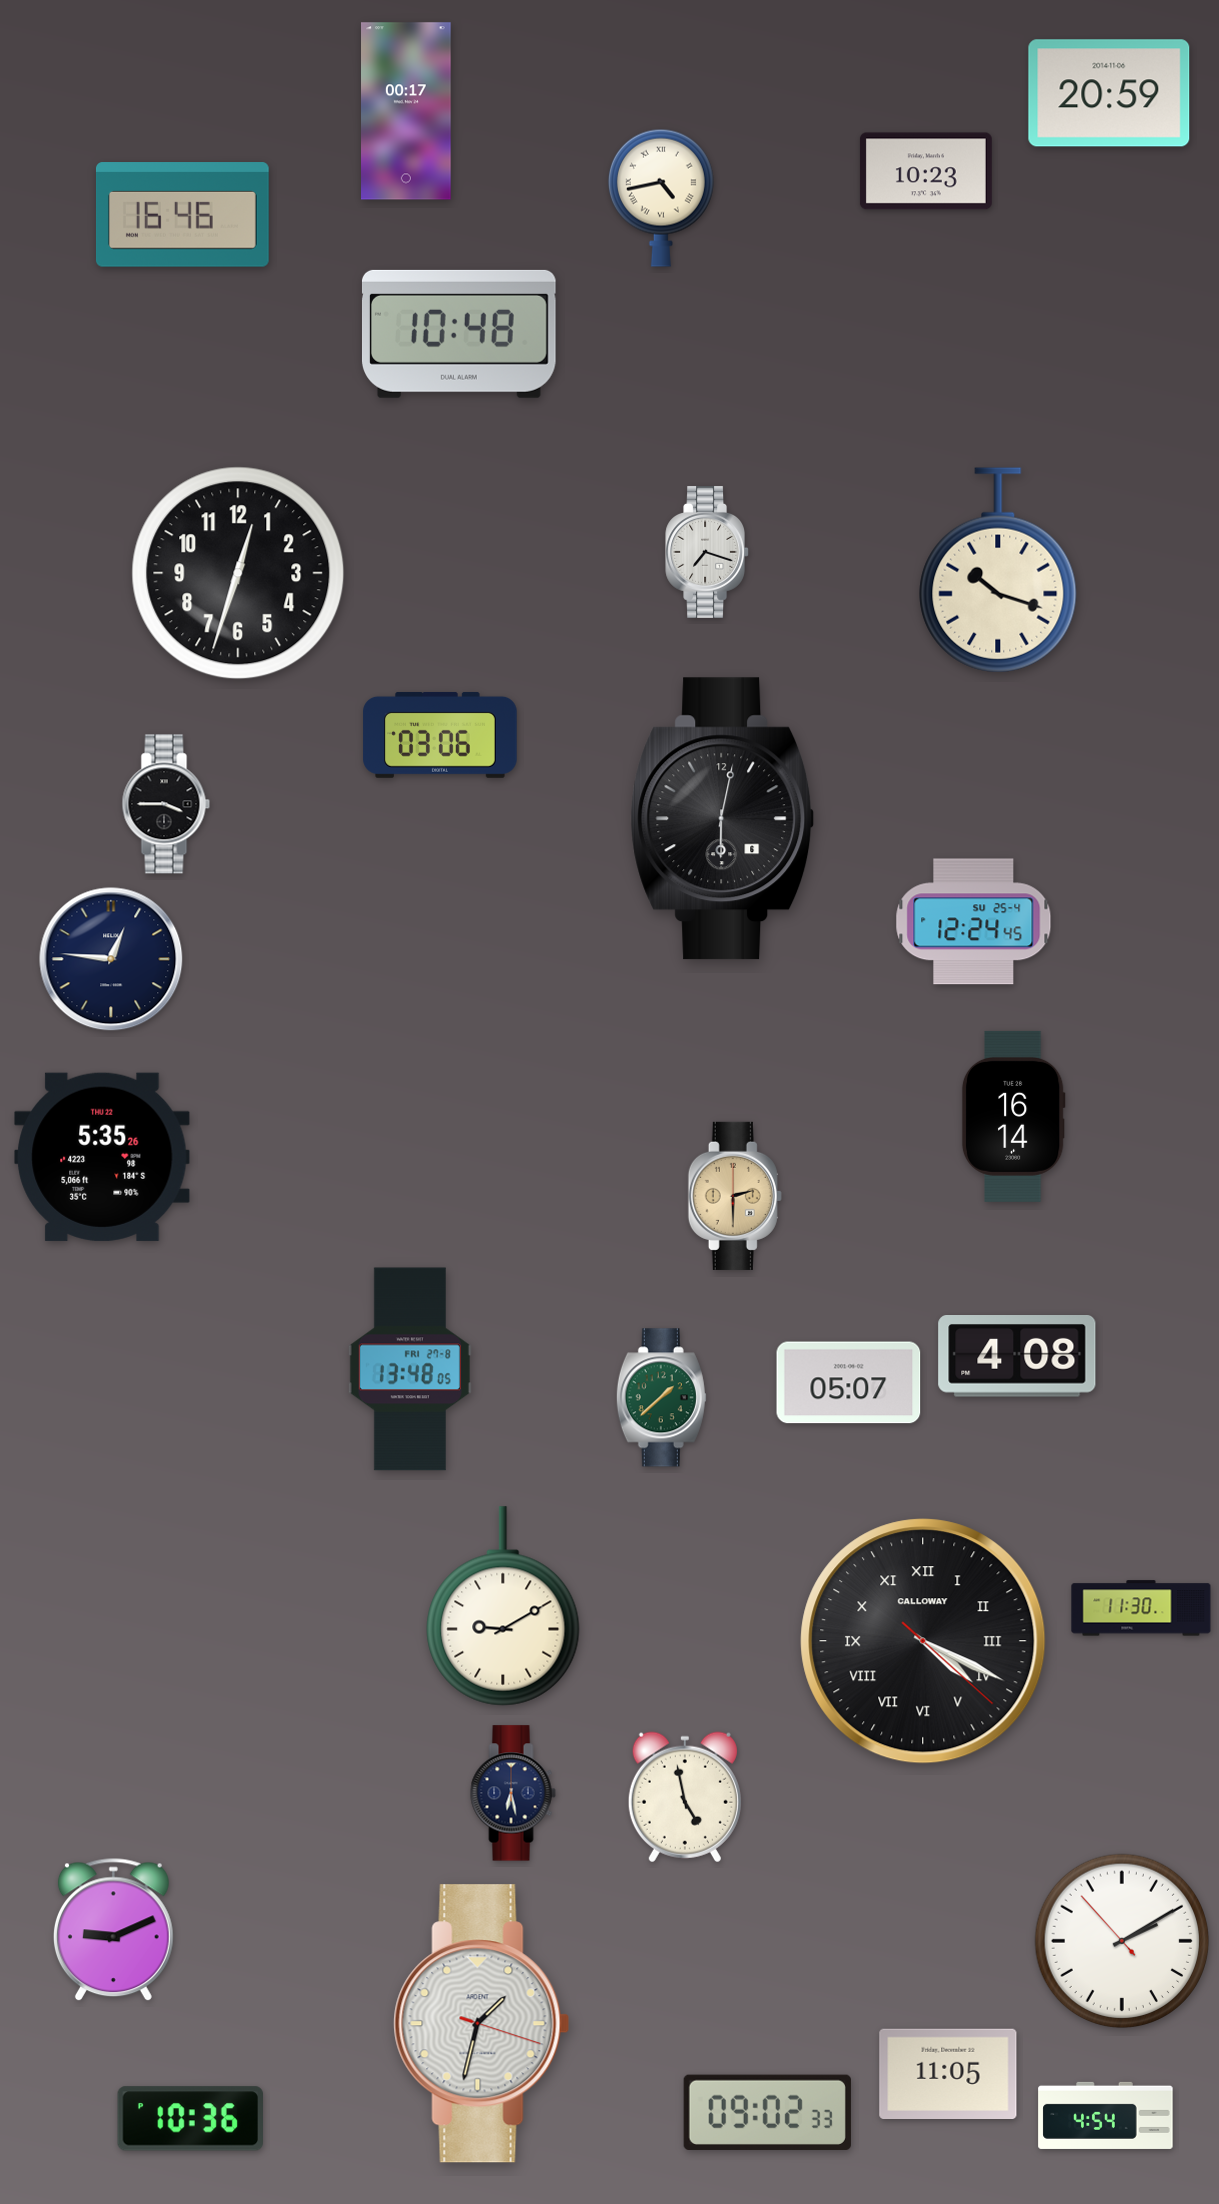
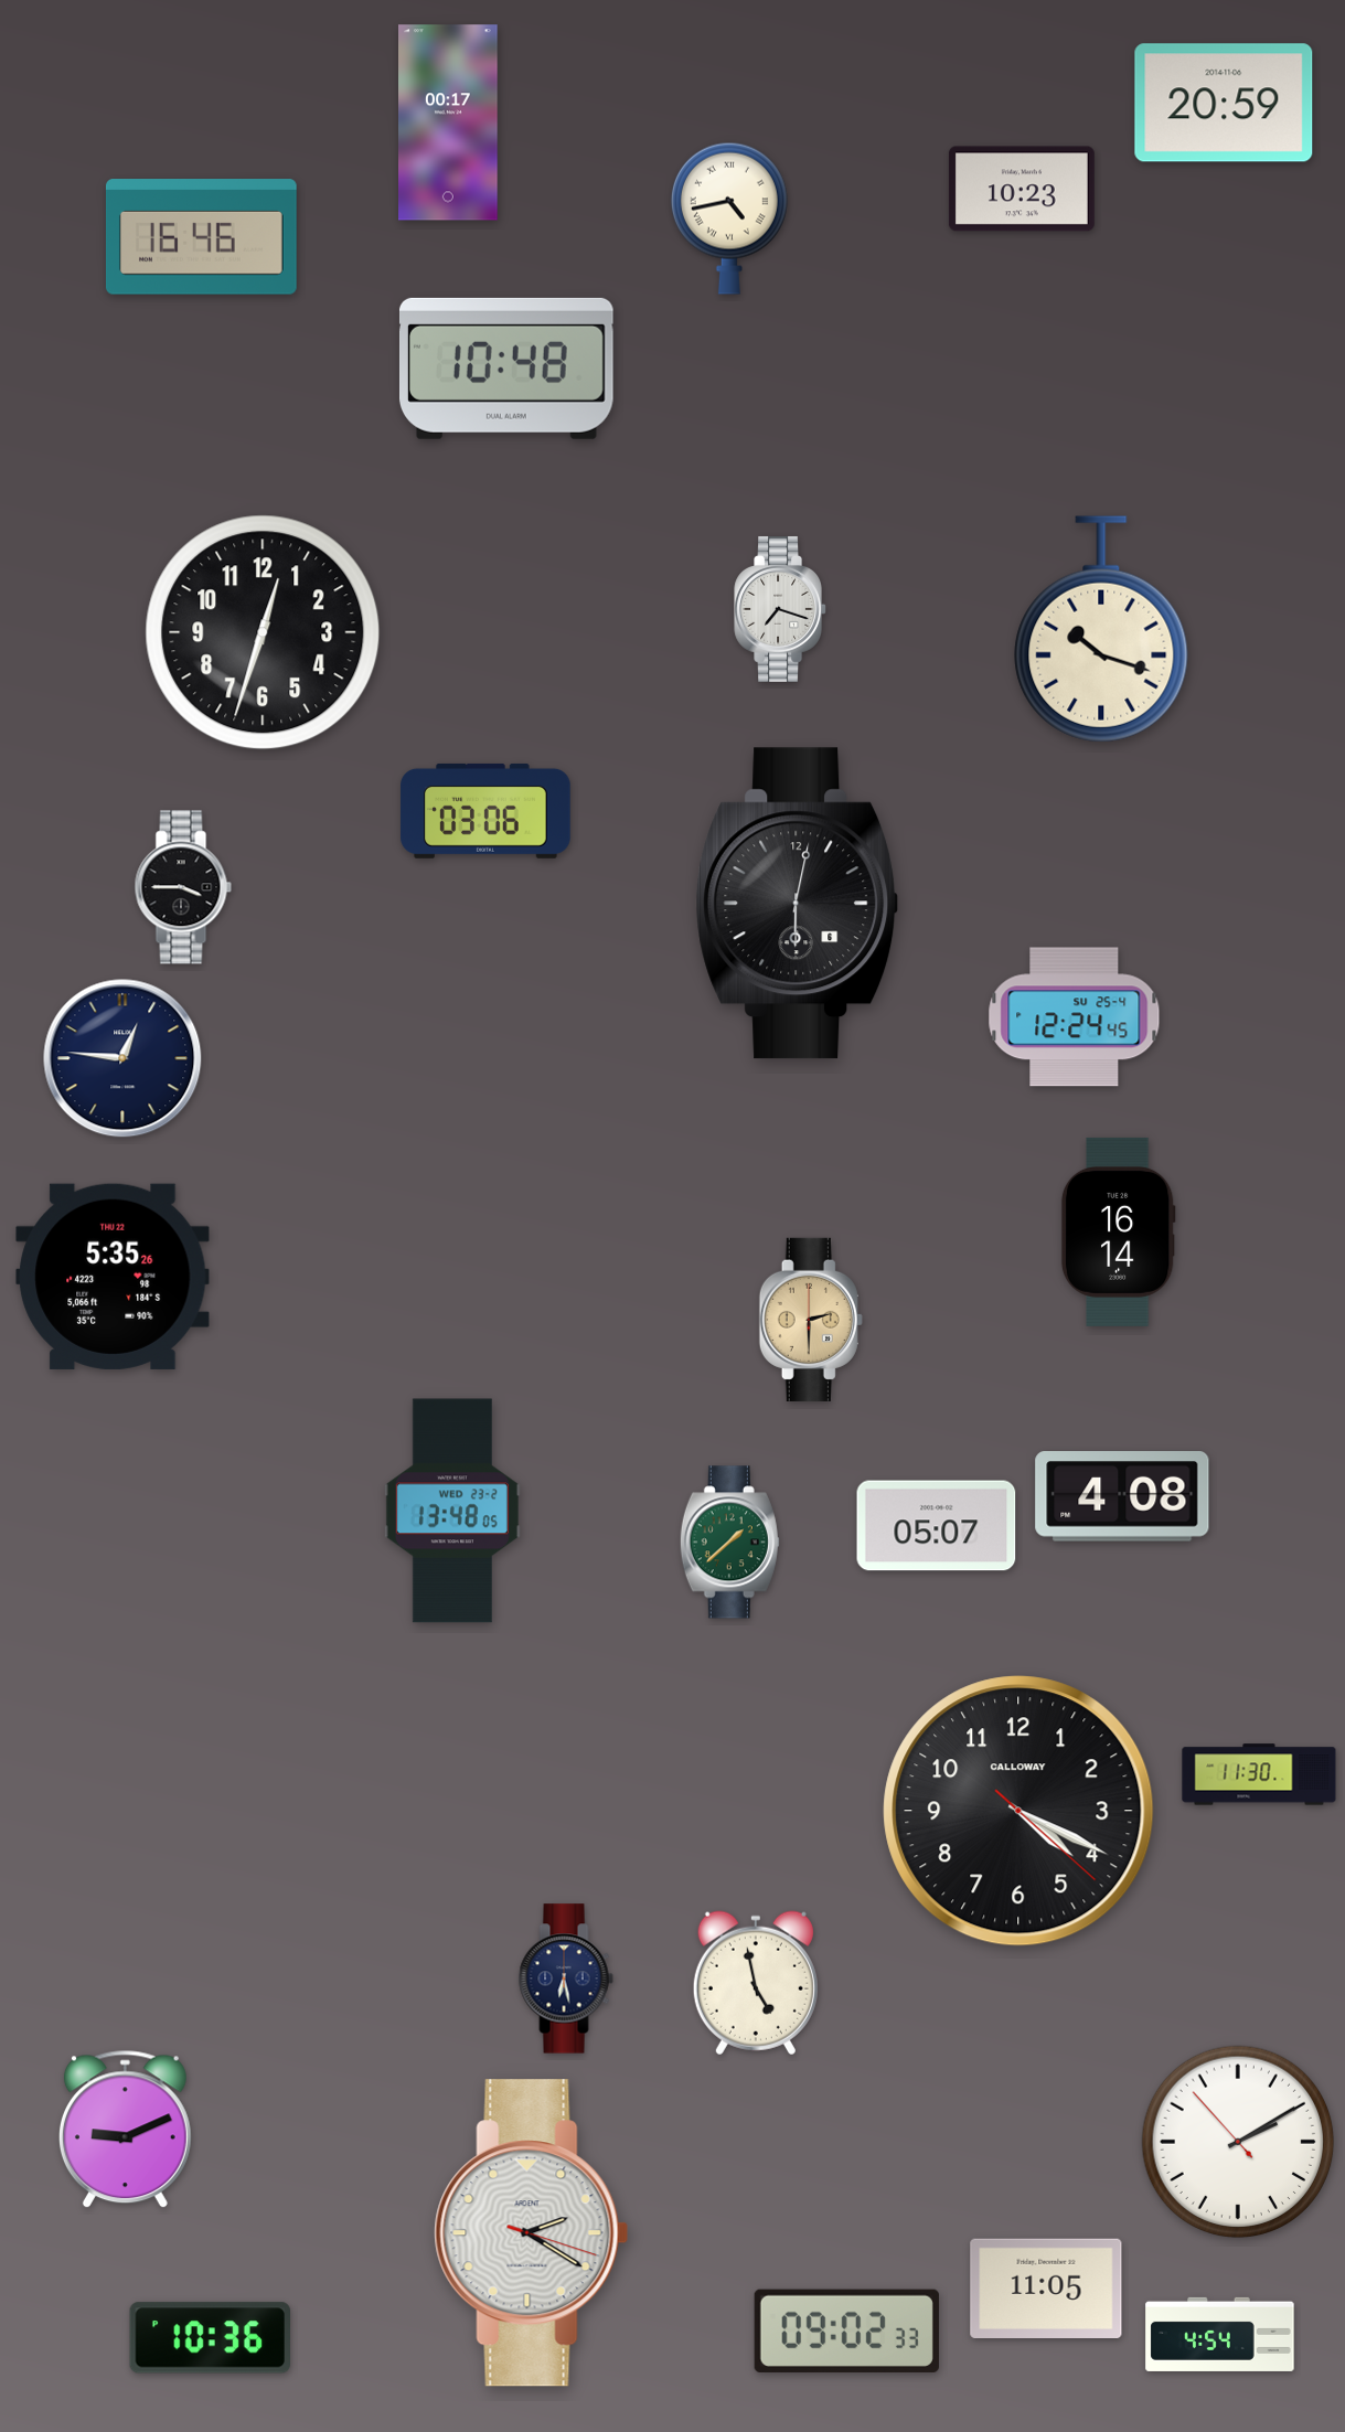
clock at (410, 1369) date: FRI 27-8 -> WED 23-2
clock at (503, 1606): 9:10 -> none
clock at (923, 1641) numerals: Roman -> Arabic
clock at (482, 2024): 1:32 -> 2:20
